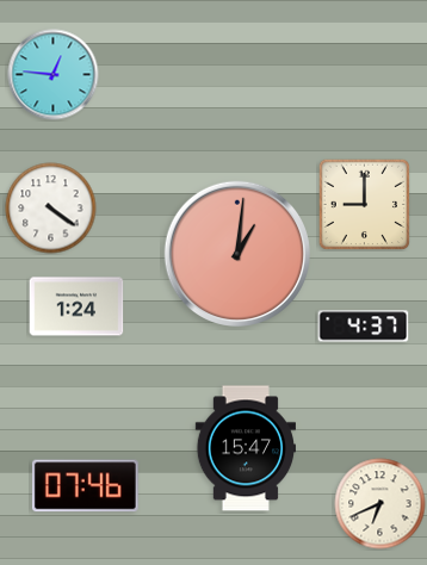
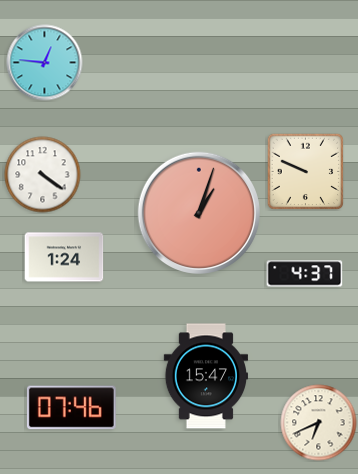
clock at (364, 204): 9:00 -> 9:49
clock at (237, 254): 1:01 -> 1:03
